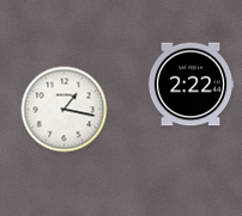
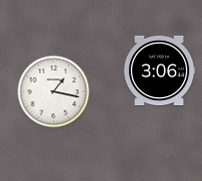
clock at (190, 85): 2:22 -> 3:06
